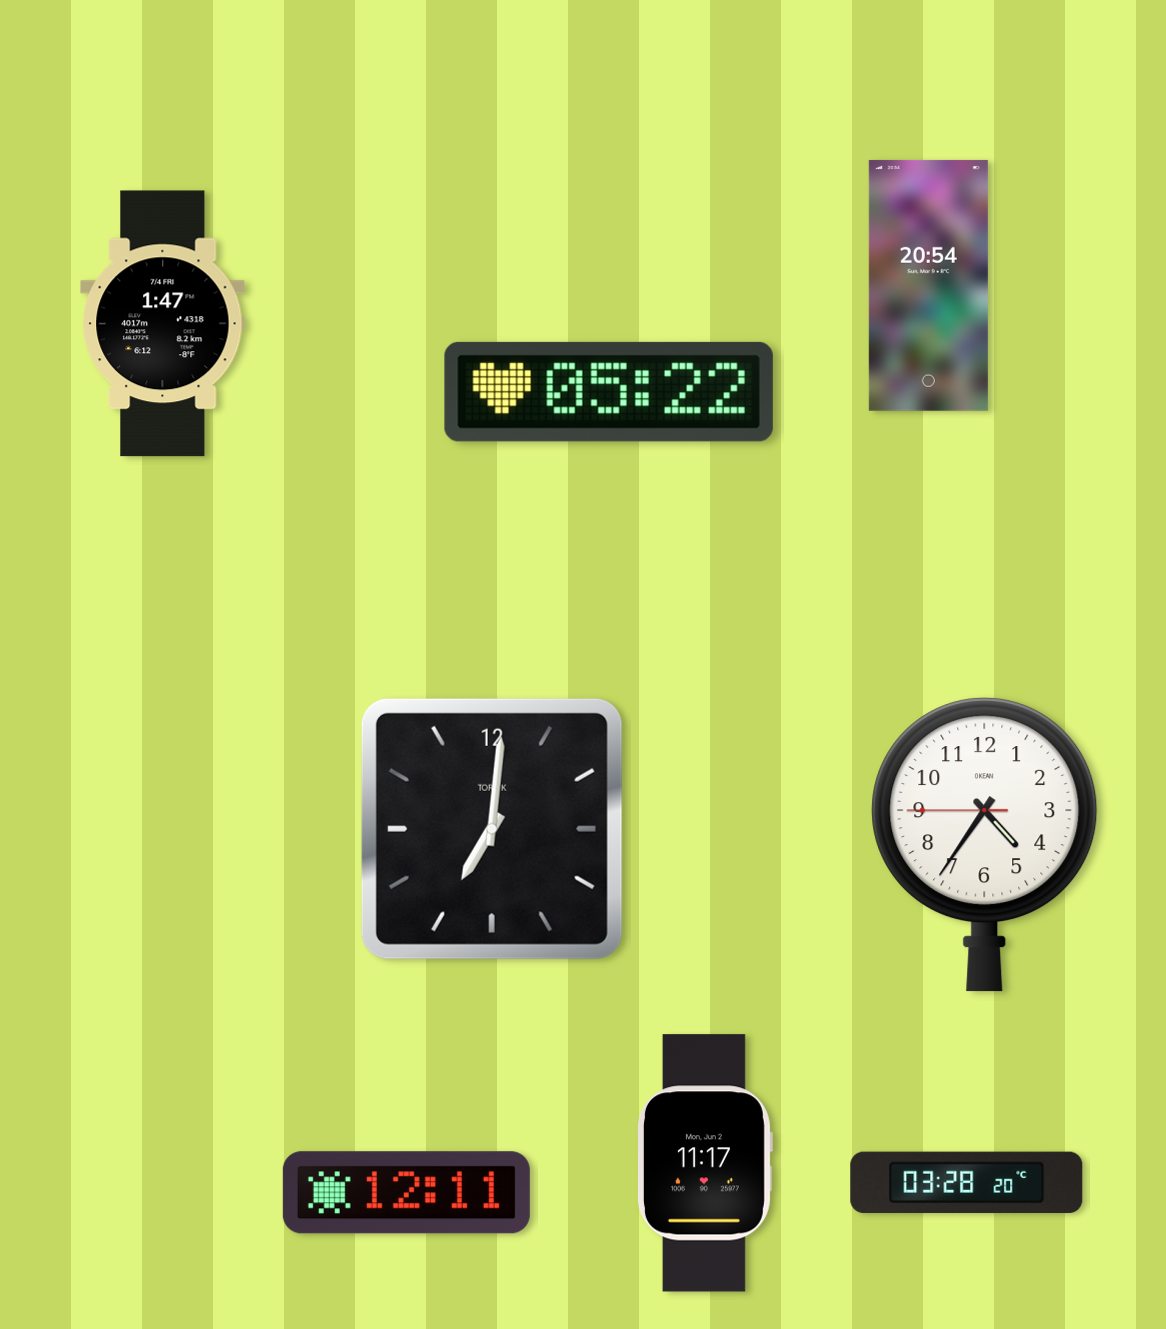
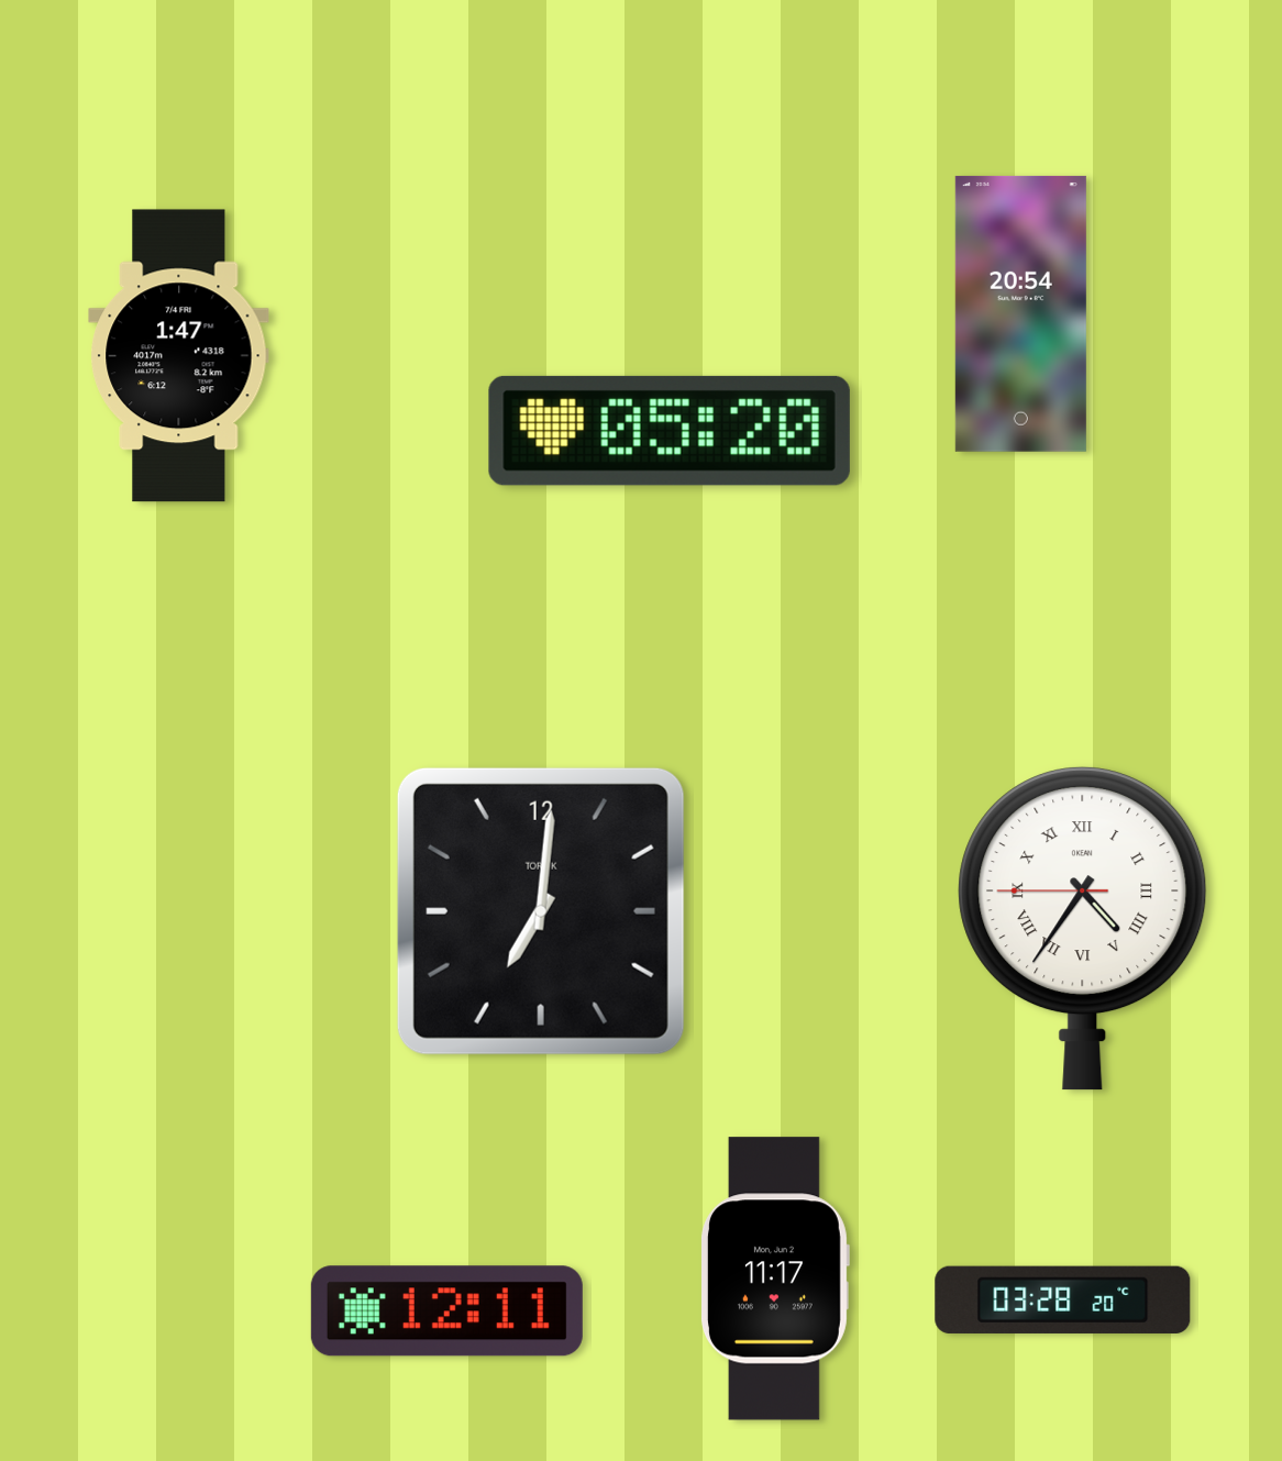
clock at (609, 392): 05:22 -> 05:20
clock at (985, 845) numerals: Arabic -> Roman
